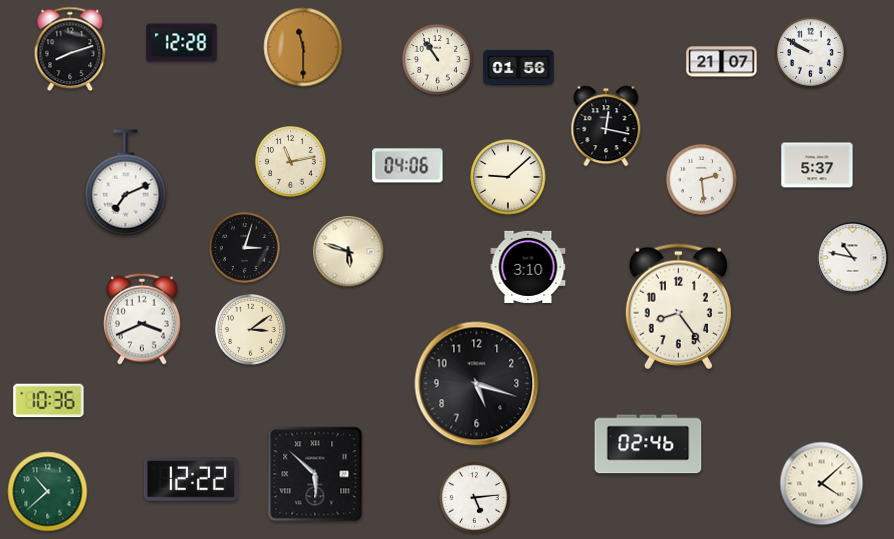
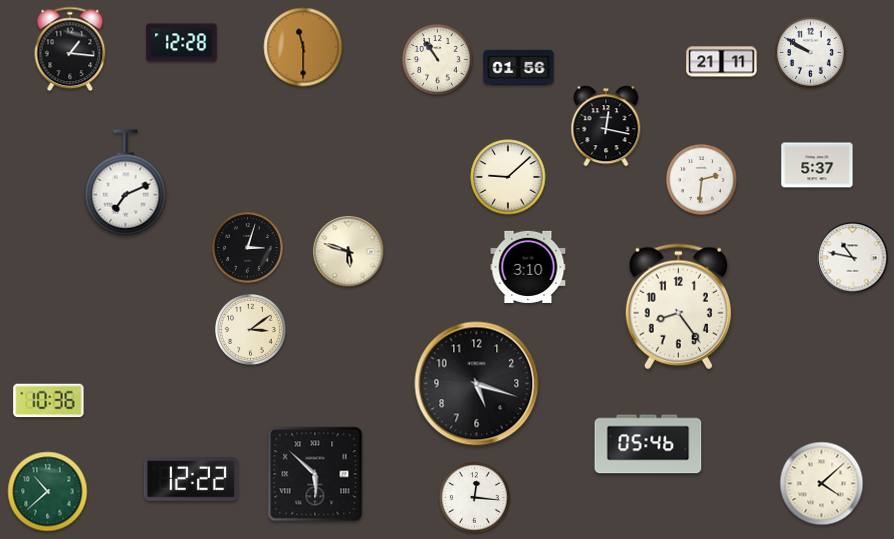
clock at (70, 49): 8:12 -> 1:16
clock at (722, 62): 21:07 -> 21:11
clock at (291, 162): 11:13 -> none
clock at (408, 166): 04:06 -> none
clock at (702, 180): 2:29 -> 2:31
clock at (245, 248) position: (245, 248) -> (248, 248)
clock at (142, 319): 3:41 -> none
clock at (648, 444): 02:46 -> 05:46
clock at (475, 498): 5:14 -> 12:16
